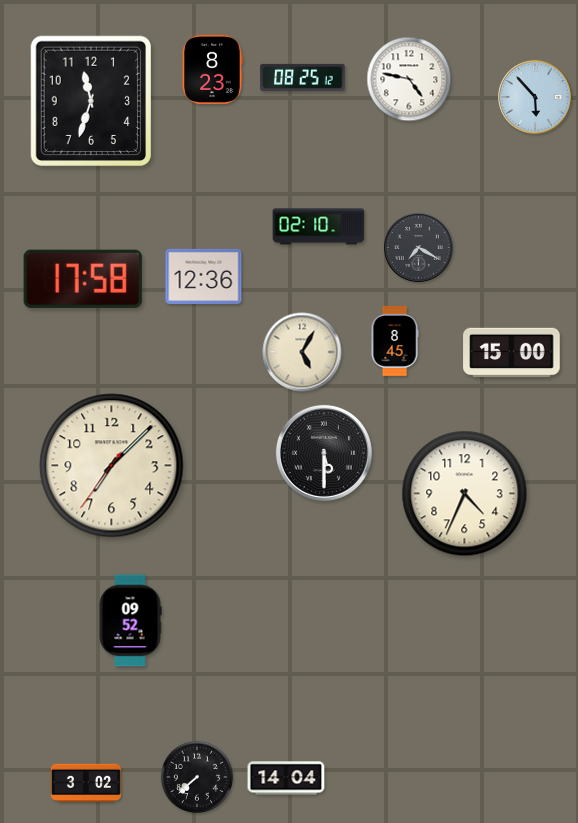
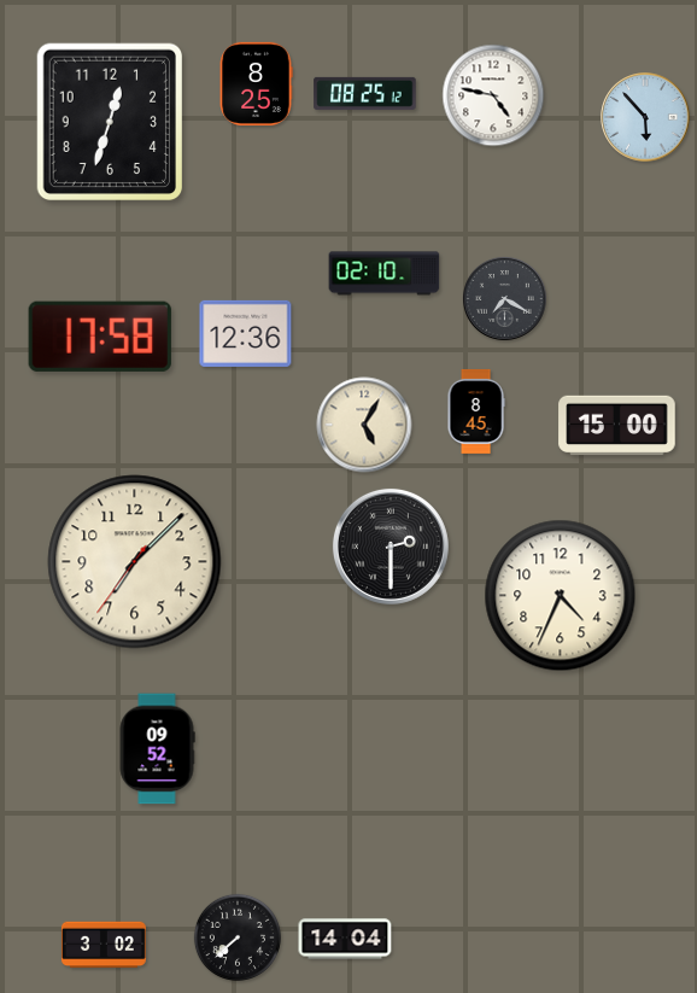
clock at (212, 69): 8:23 -> 8:25
clock at (90, 101): 11:33 -> 12:33
clock at (324, 453): 5:30 -> 2:30
